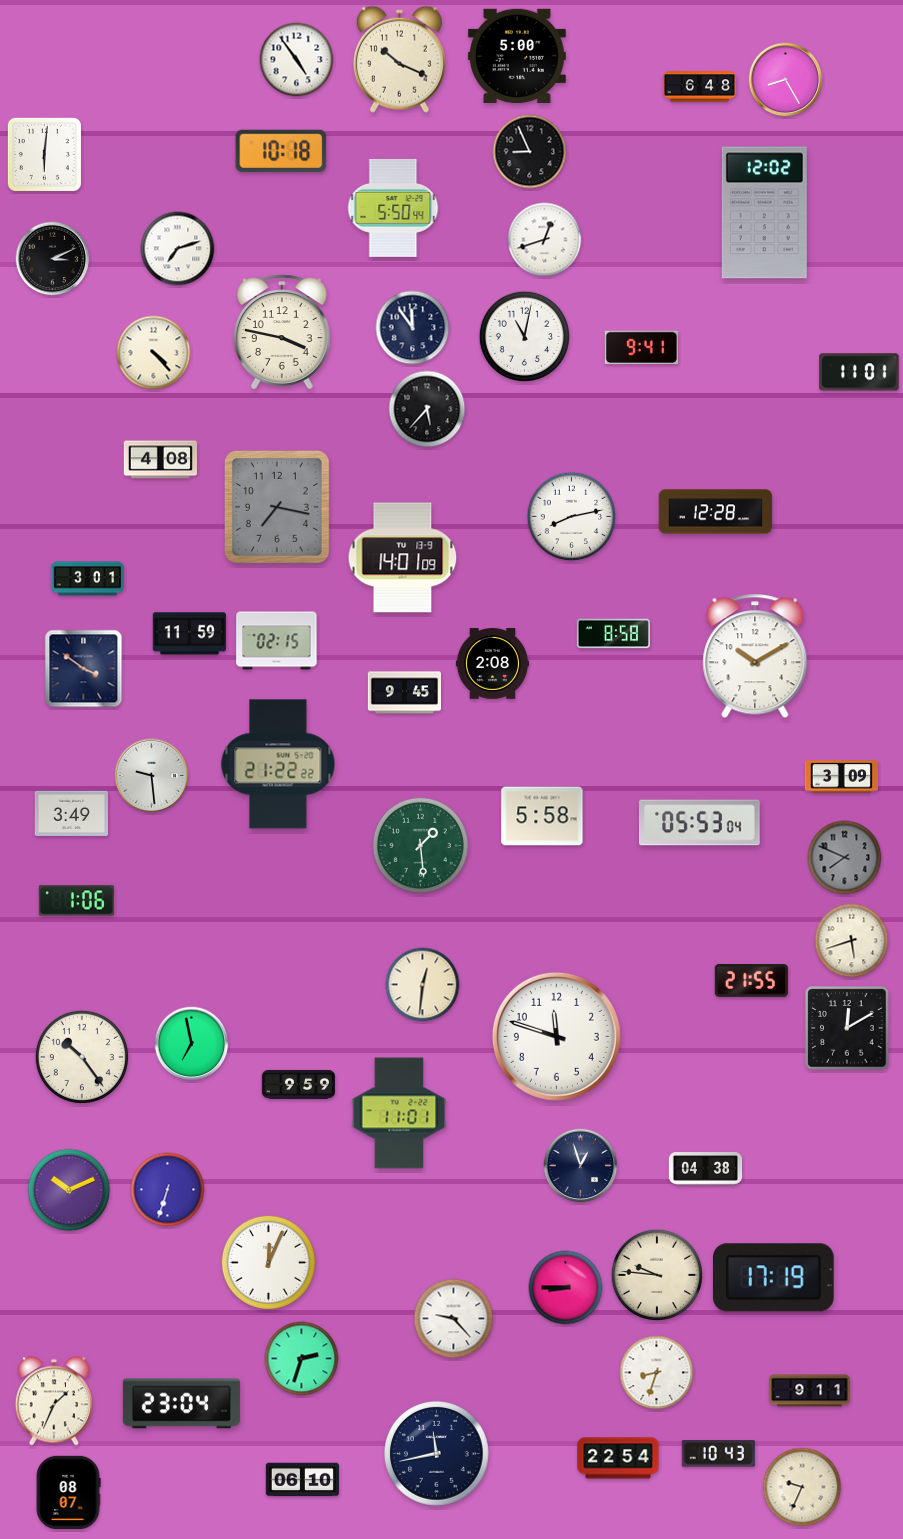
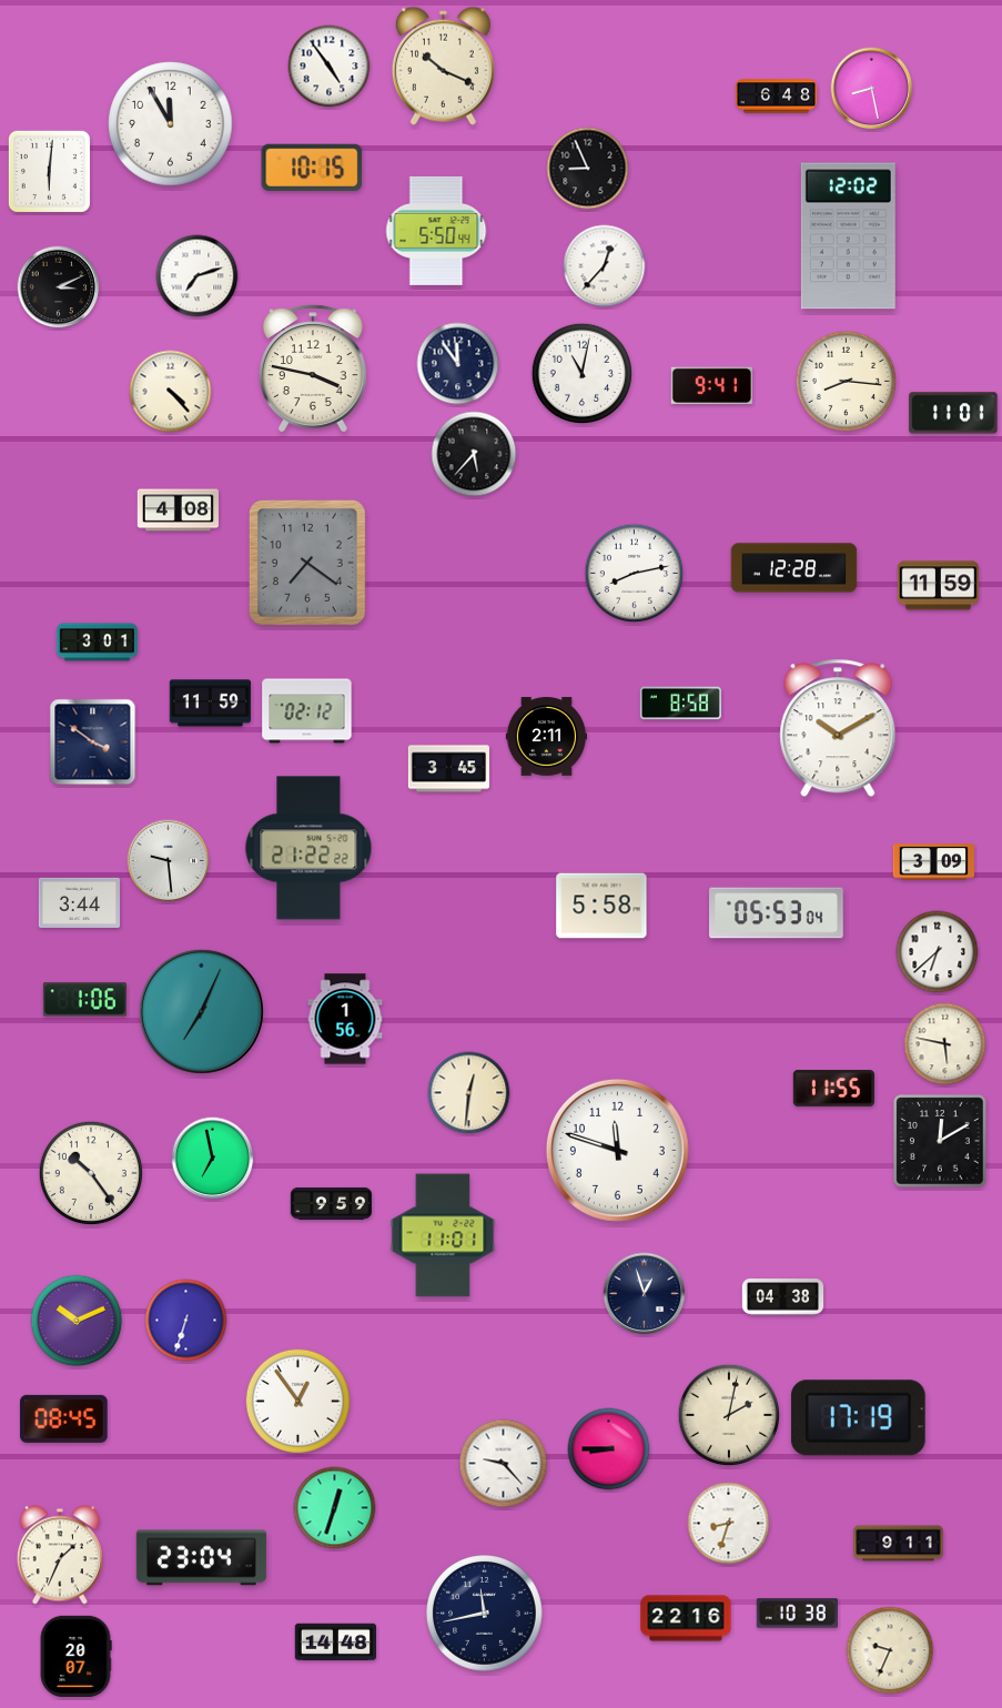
clock at (517, 55): 5:00 -> none
clock at (786, 80): 8:25 -> 8:28
clock at (171, 124): none -> 11:55
clock at (281, 151): 10:18 -> 10:15
clock at (545, 240): 12:42 -> 12:37
clock at (846, 381): none -> 8:16
clock at (277, 507): 7:17 -> 7:21
clock at (938, 586): none -> 11:59
clock at (403, 558): 14:01 -> none
clock at (277, 641): 02:15 -> 02:12
clock at (492, 664): 2:08 -> 2:11
clock at (404, 693): 9:45 -> 3:45
clock at (71, 813): 3:49 -> 3:44
clock at (420, 845): 1:29 -> none
clock at (845, 858): 7:49 -> 6:38
clock at (845, 858) dial: grey -> white
clock at (201, 1011): none -> 7:04
clock at (345, 1019): none -> 1:56
clock at (852, 941): 5:42 -> 5:47
clock at (751, 981): 21:55 -> 11:55
clock at (268, 1262): 12:04 -> 12:54
clock at (656, 1274): 9:46 -> 2:02
clock at (64, 1418): none -> 08:45
clock at (566, 1288) position: (566, 1288) -> (609, 1449)
clock at (302, 1359): 2:33 -> 12:33
clock at (718, 1454): 10:43 -> 10:38
clock at (618, 1458): 22:54 -> 22:16
clock at (302, 1480): 06:10 -> 14:48
clock at (68, 1492): 08:07 -> 20:07
